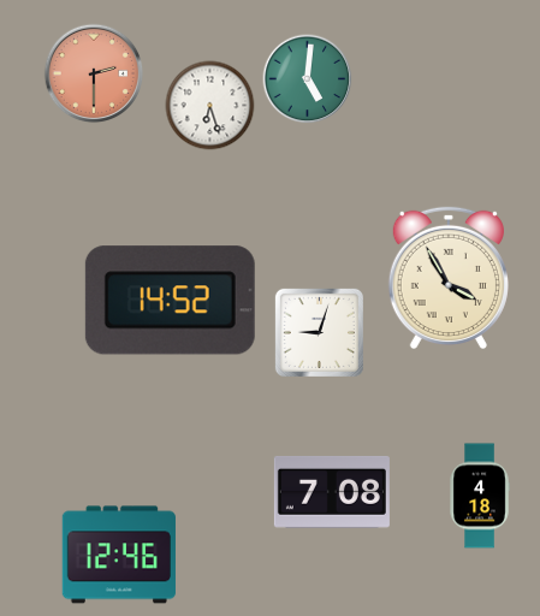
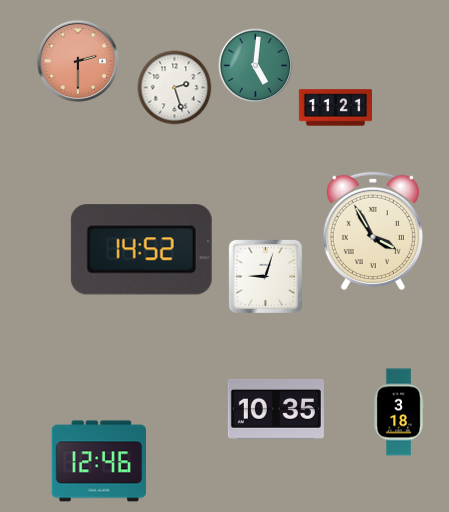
clock at (210, 106): 6:27 -> 2:27
clock at (335, 108): none -> 11:21
clock at (332, 492): 7:08 -> 10:35
clock at (480, 496): 4:18 -> 3:18
